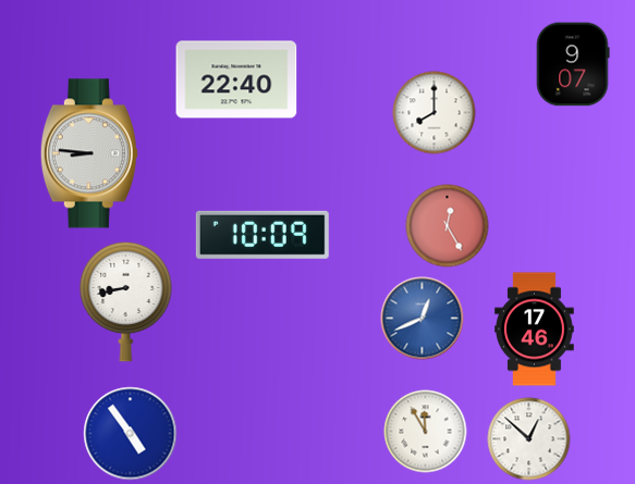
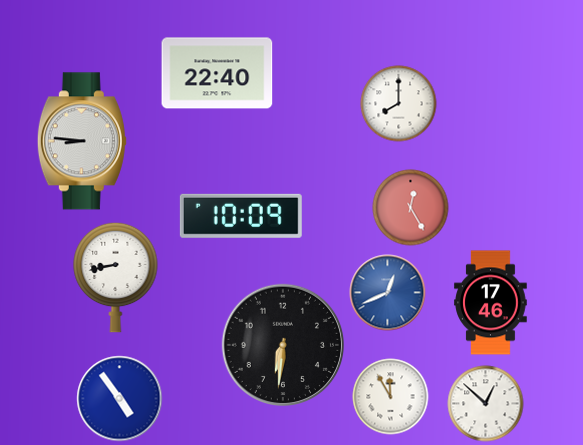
clock at (573, 64): 9:07 -> none
clock at (282, 344): none -> 6:31
